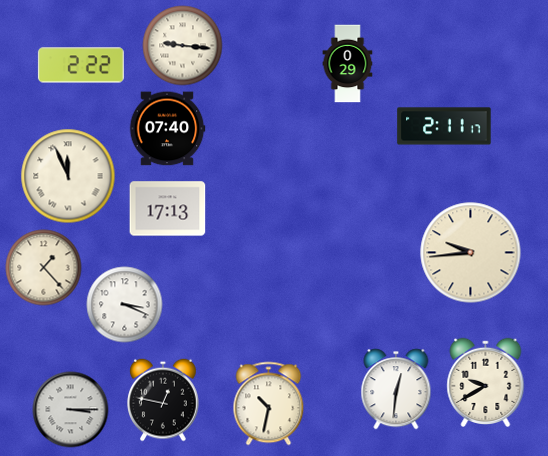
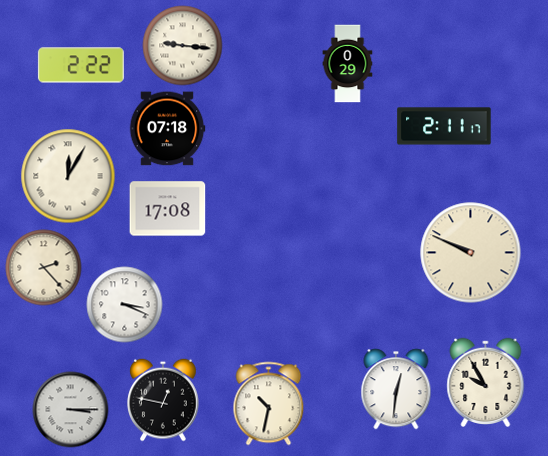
clock at (167, 129): 07:40 -> 07:18
clock at (68, 176): 11:56 -> 12:05
clock at (168, 209): 17:13 -> 17:08
clock at (471, 253): 9:44 -> 9:49
clock at (44, 268): 1:23 -> 2:23
clock at (486, 382): 9:40 -> 9:55
